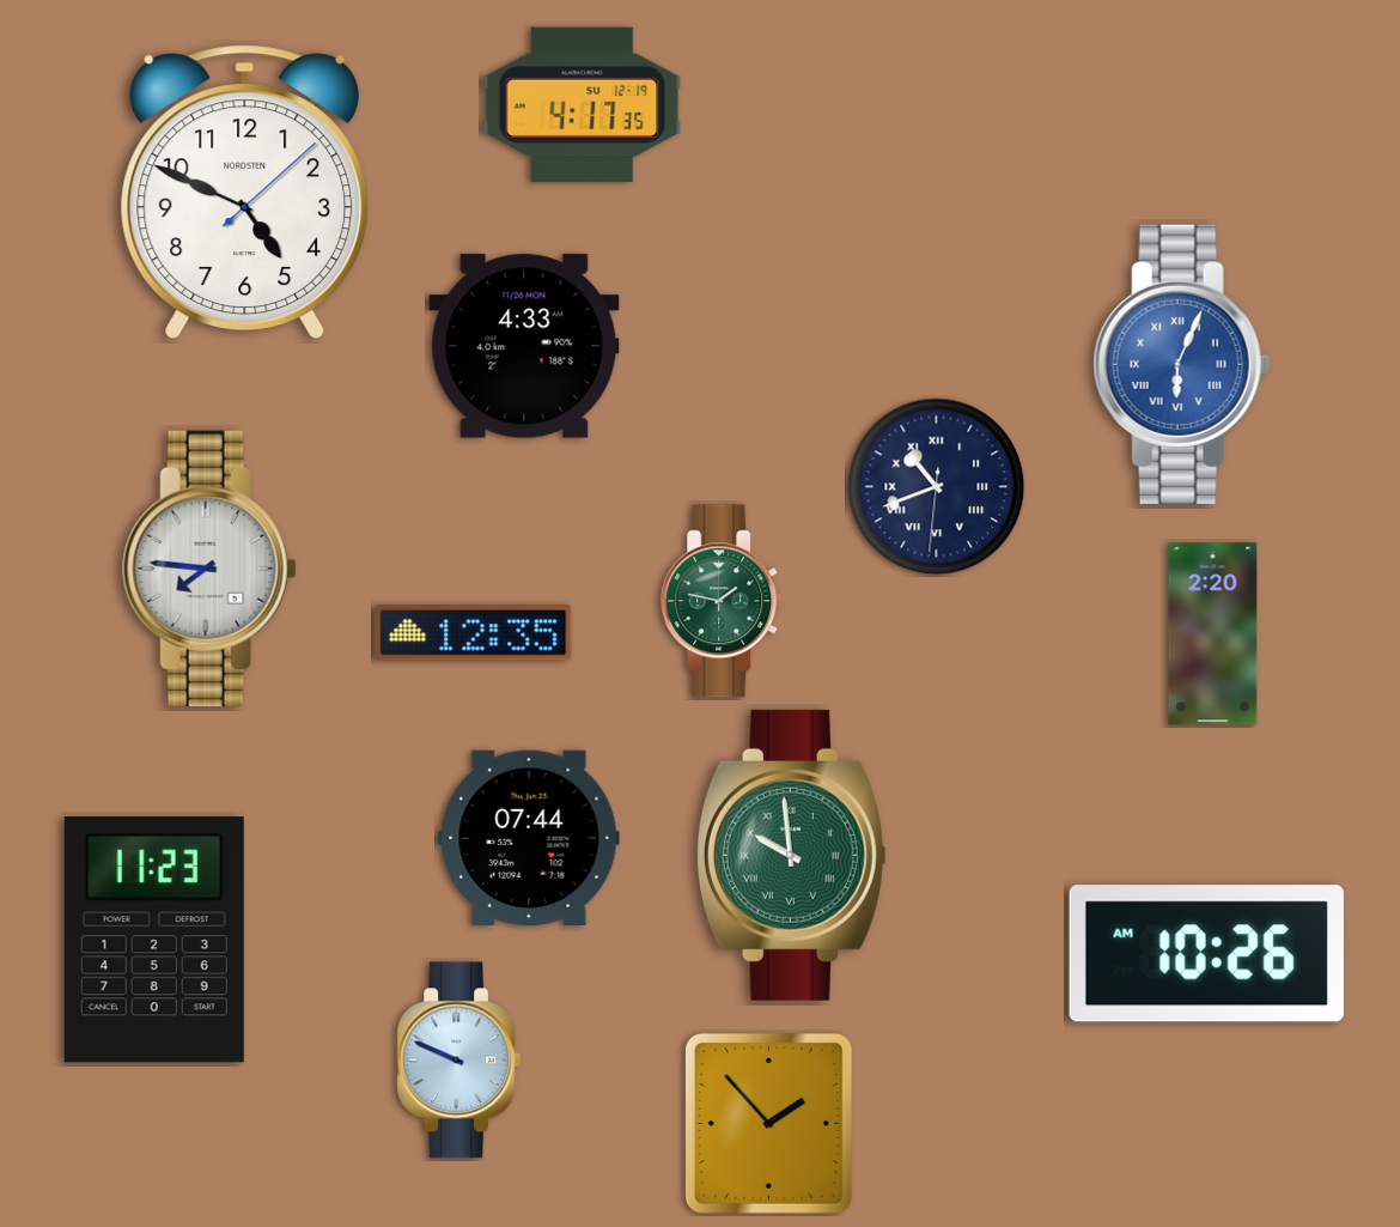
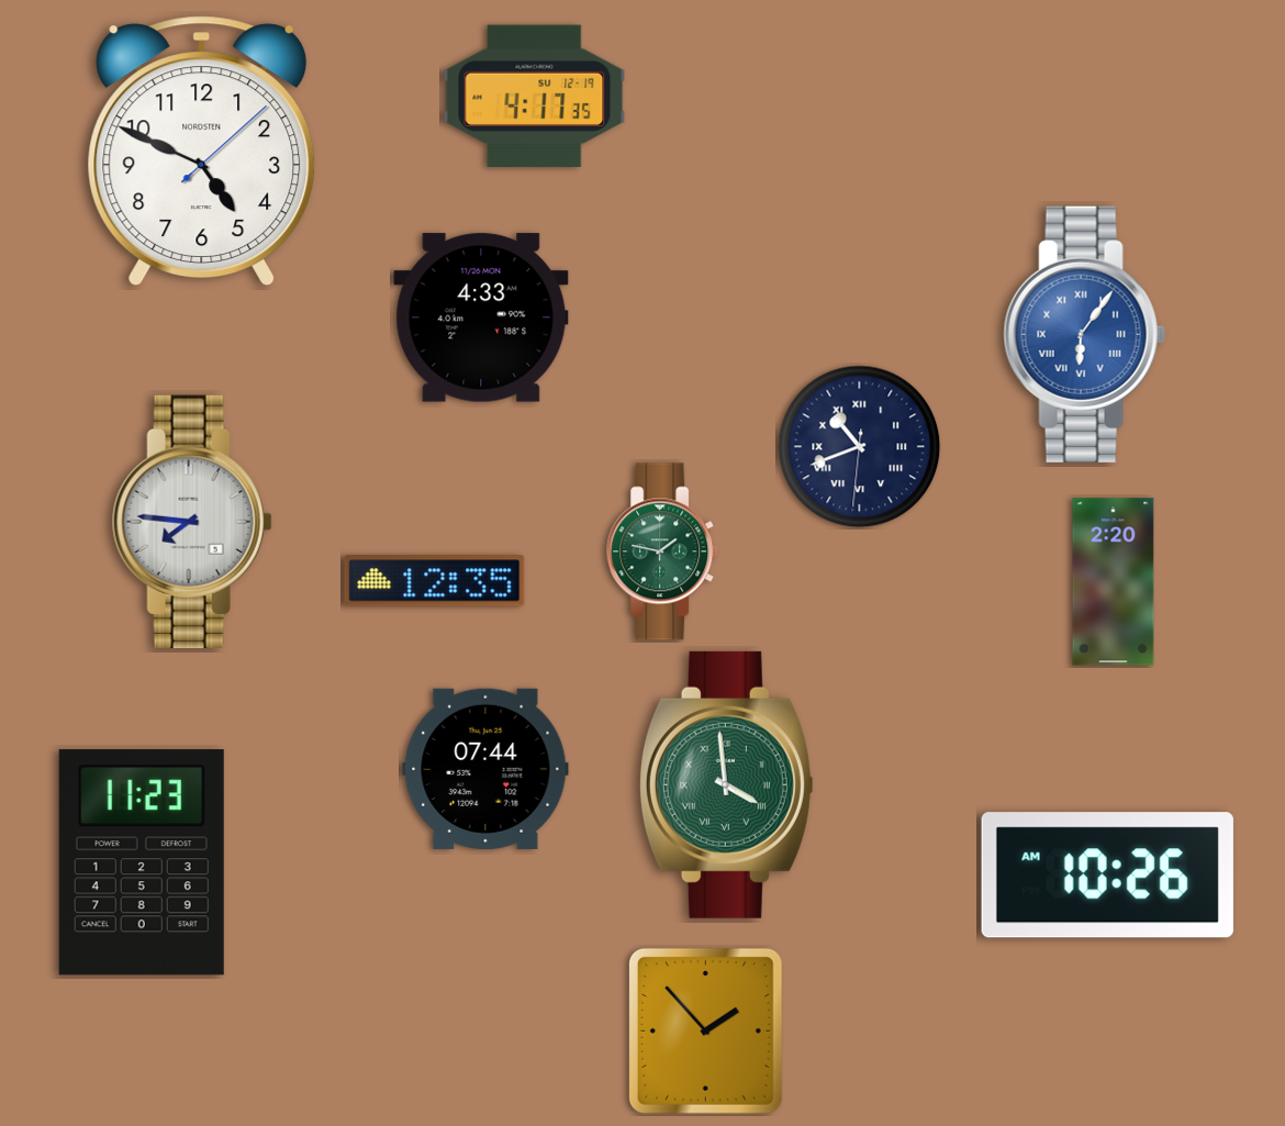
clock at (245, 192) position: (245, 192) -> (202, 150)
clock at (1181, 364): 6:04 -> 6:06
clock at (791, 855): 9:59 -> 3:59
clock at (459, 1061): 9:49 -> none
